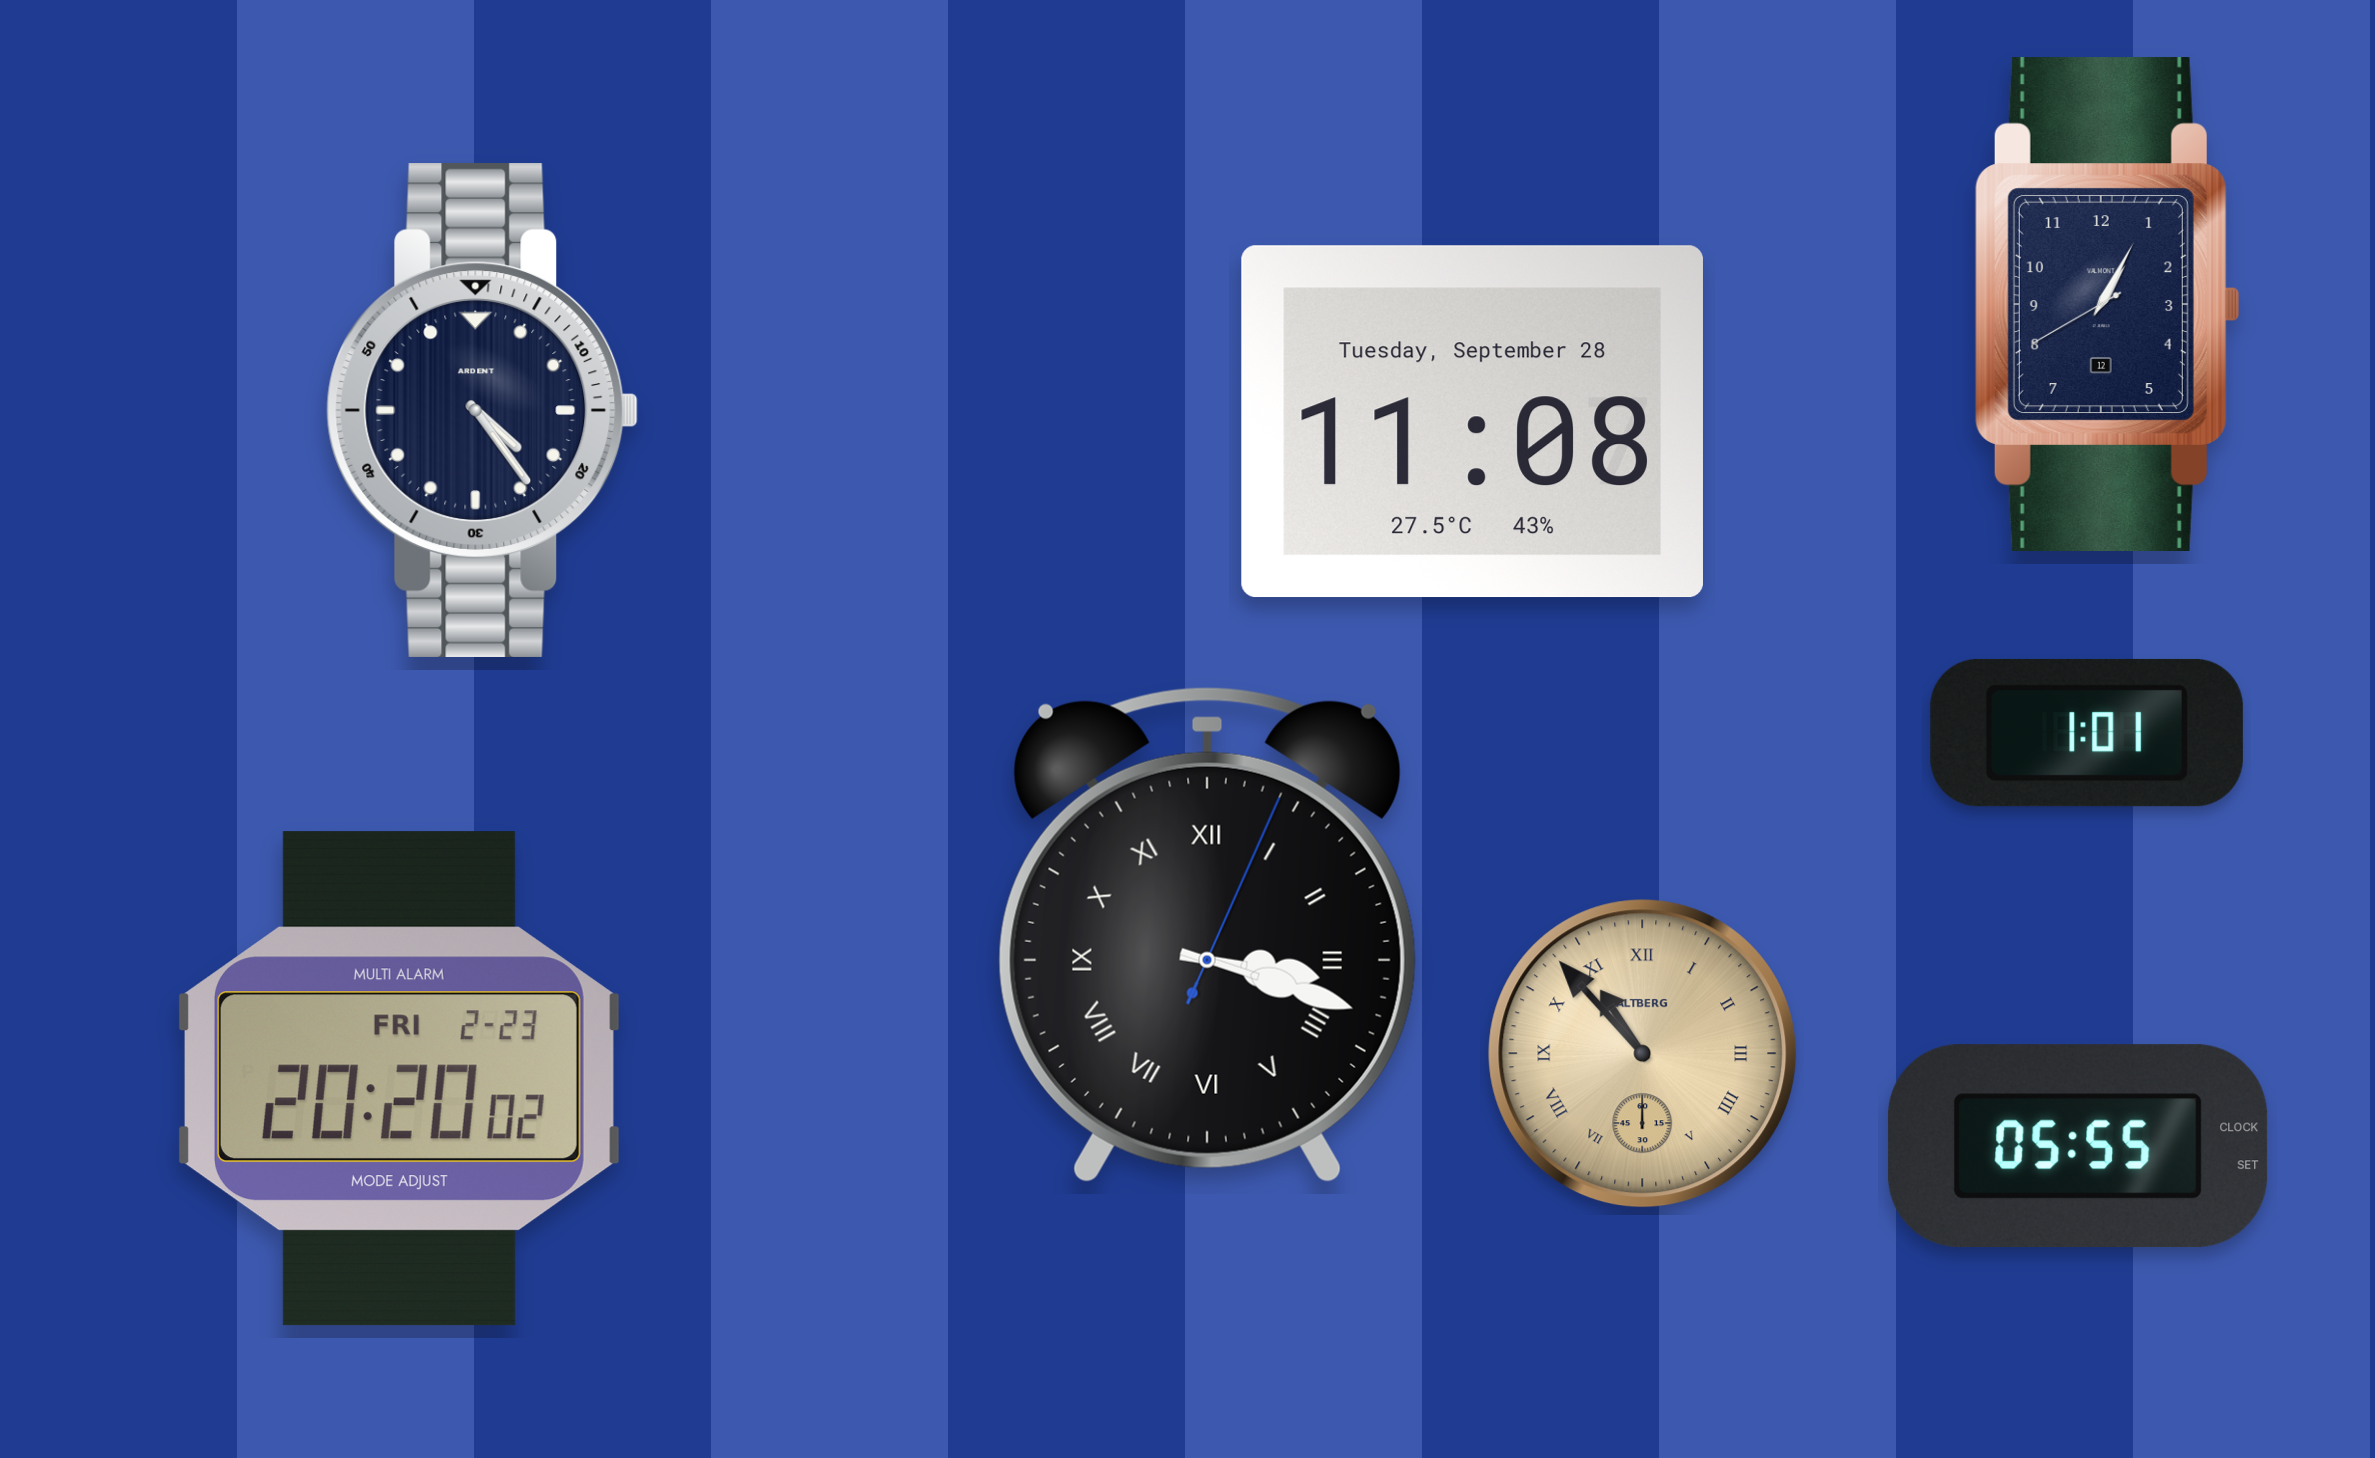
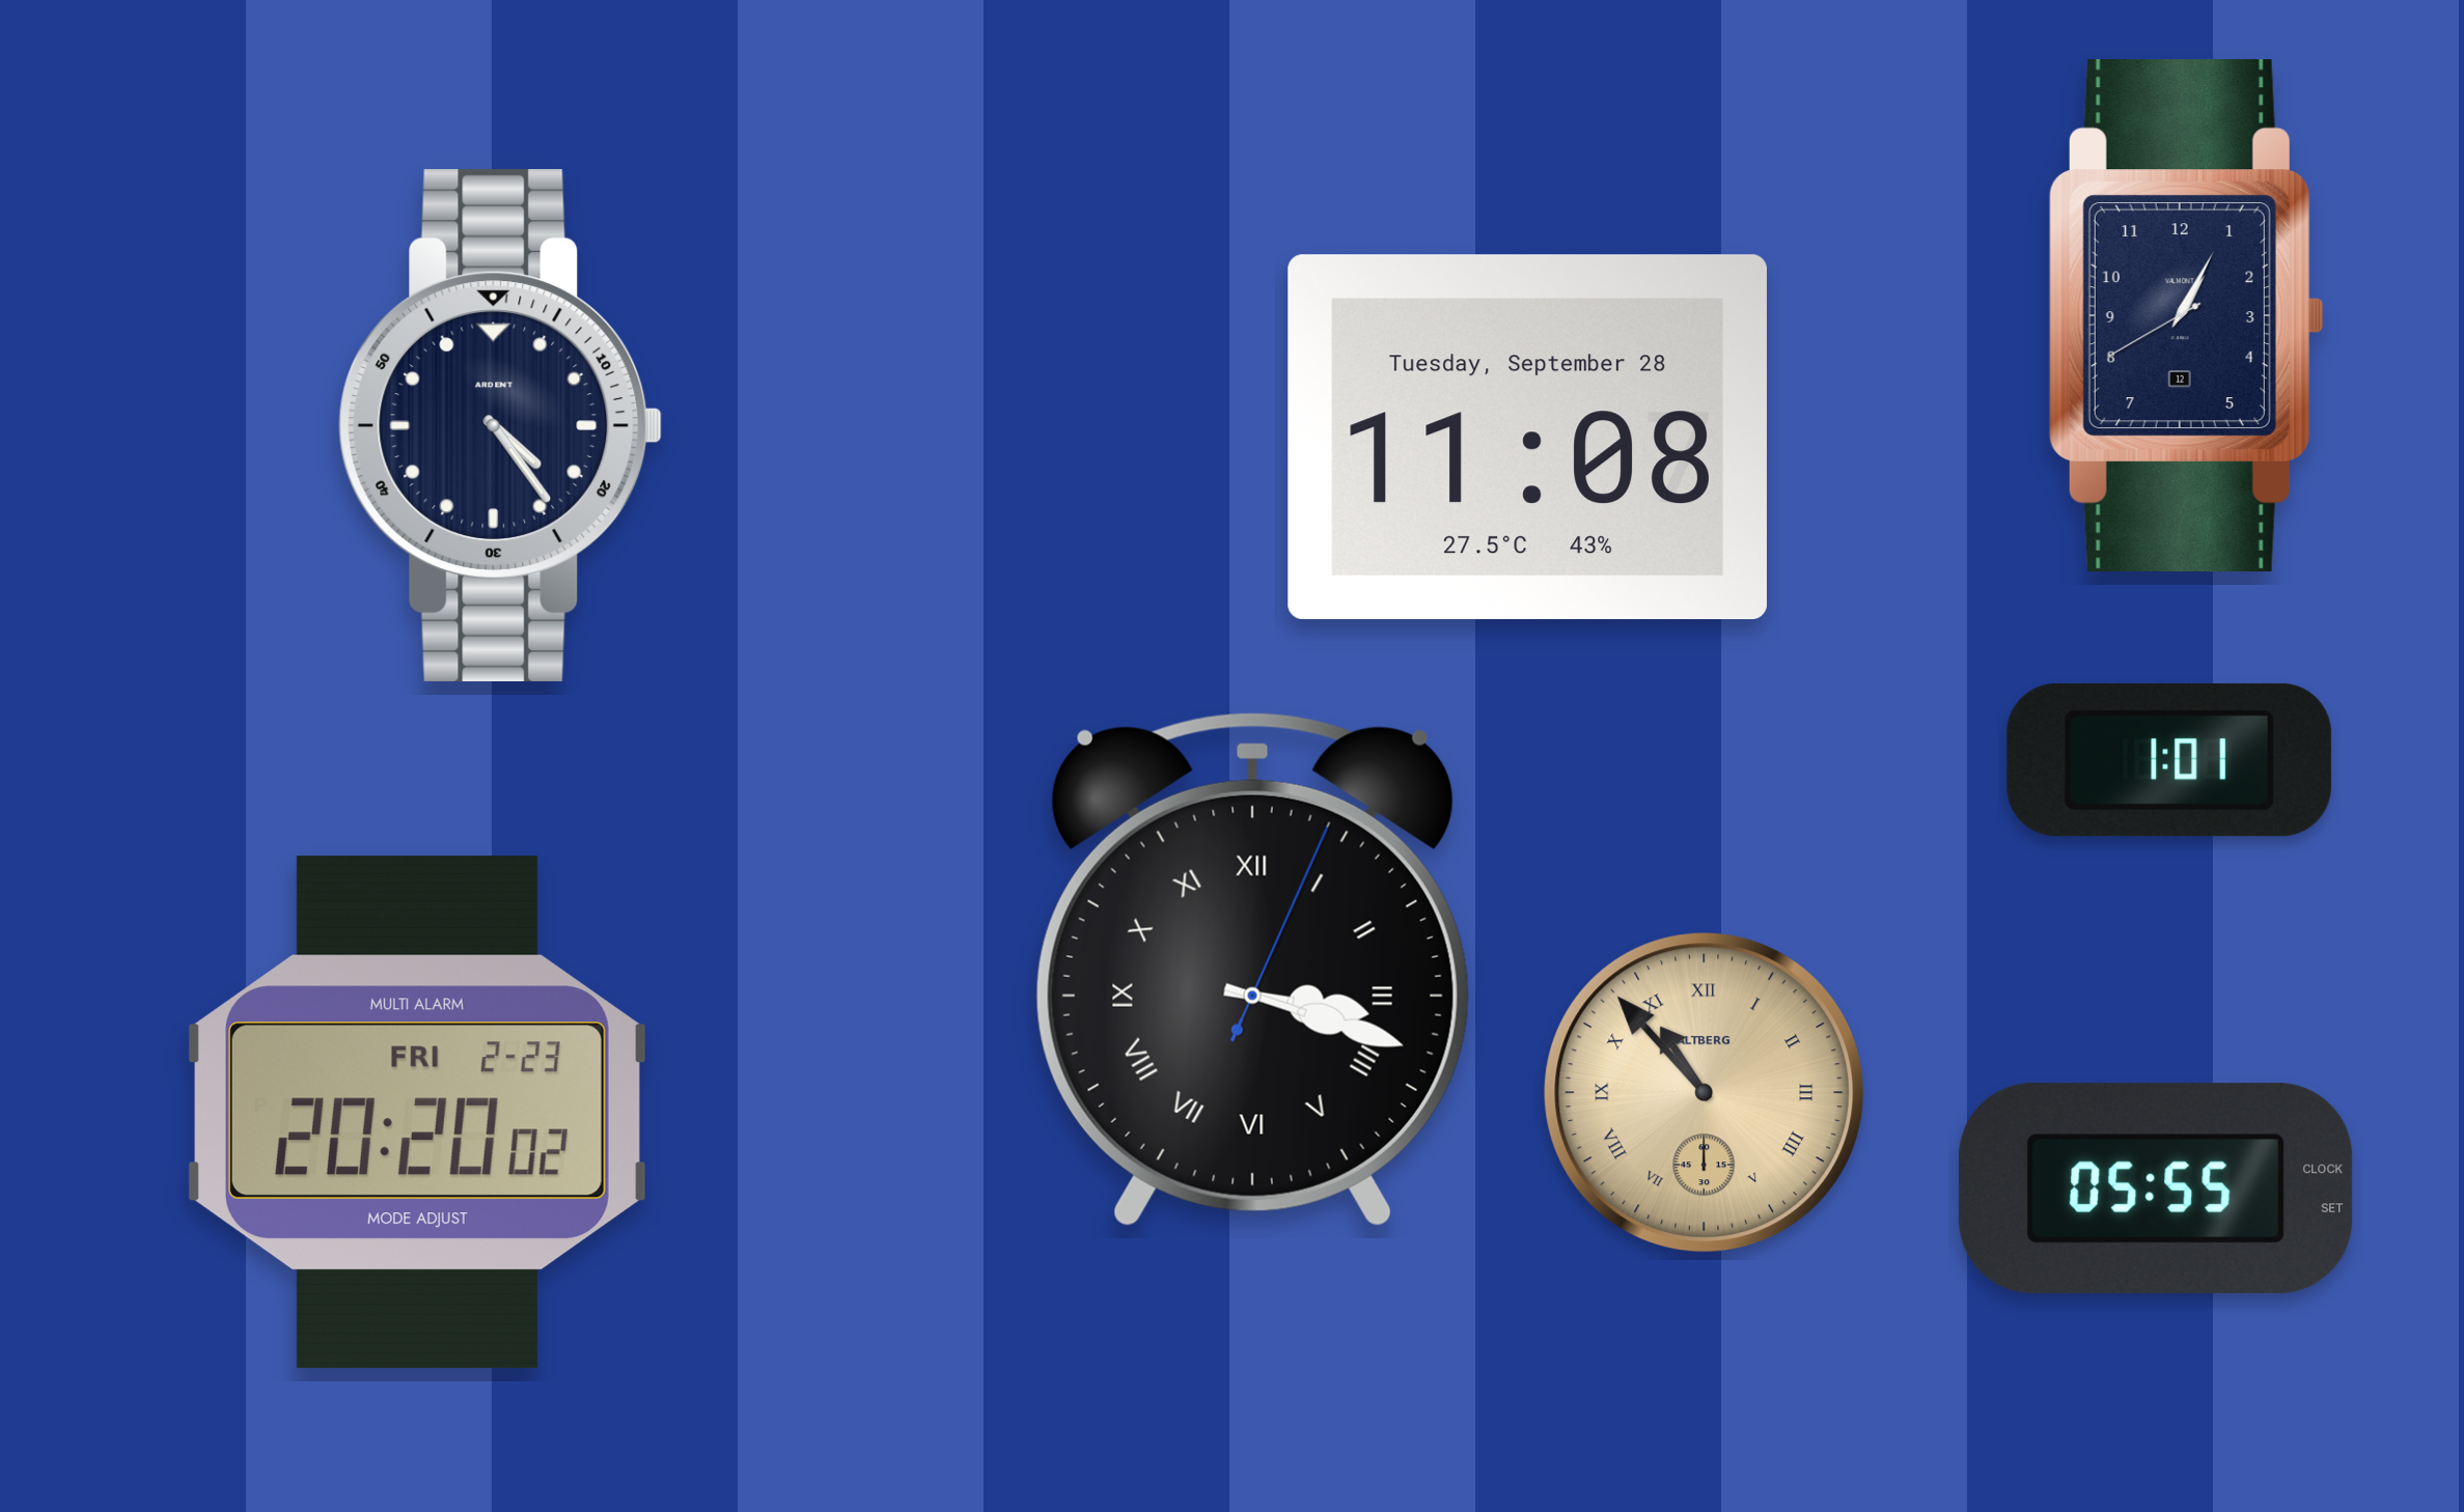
clock at (2087, 733) position: (2087, 733) -> (2169, 760)
clock at (399, 1079) position: (399, 1079) -> (417, 1113)
